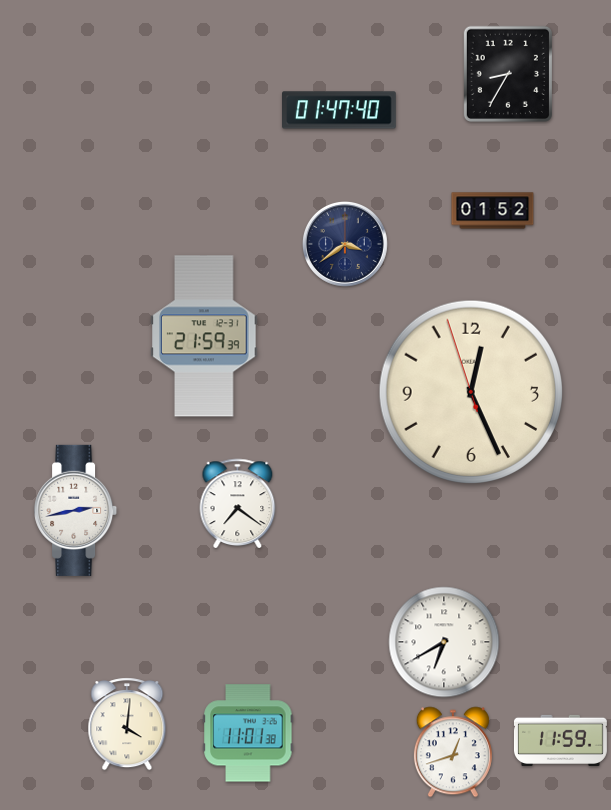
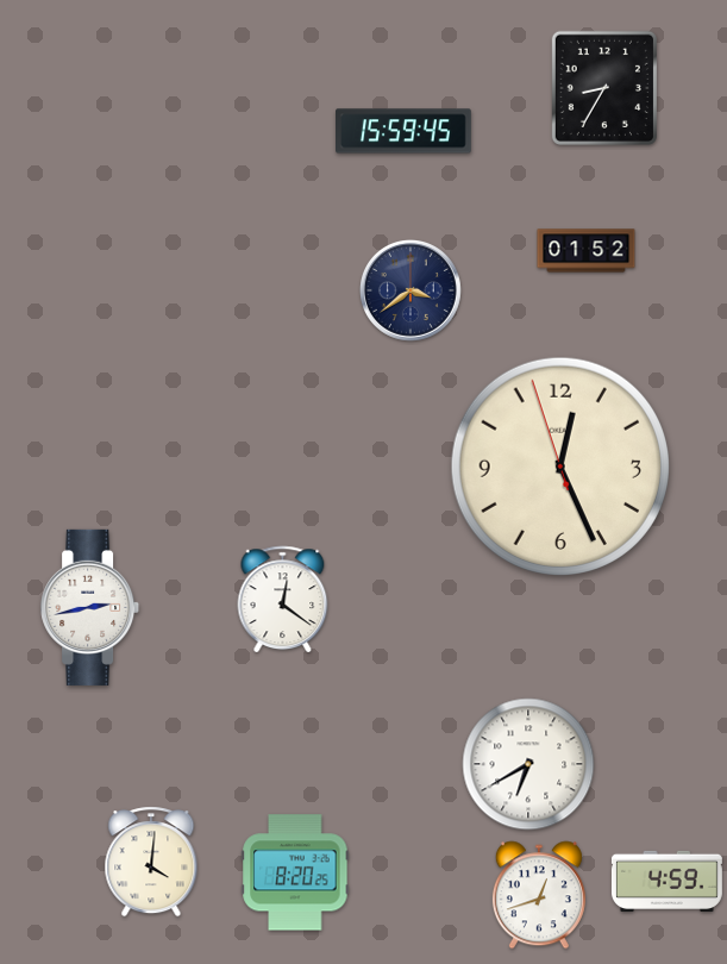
clock at (340, 110): 01:47 -> 15:59
clock at (204, 336): 21:59 -> none
clock at (238, 503): 7:21 -> 12:21
clock at (248, 733): 11:01 -> 8:20
clock at (560, 740): 11:59 -> 4:59
